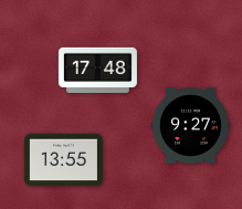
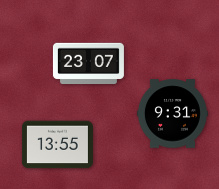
clock at (97, 71): 17:48 -> 23:07
clock at (190, 126): 9:27 -> 9:31
